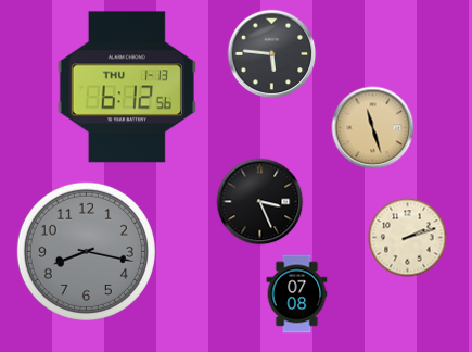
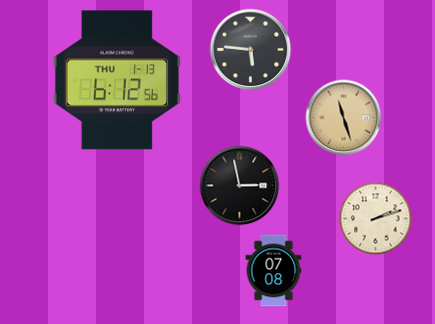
clock at (260, 202): 3:26 -> 2:58
clock at (86, 251): 8:17 -> none
